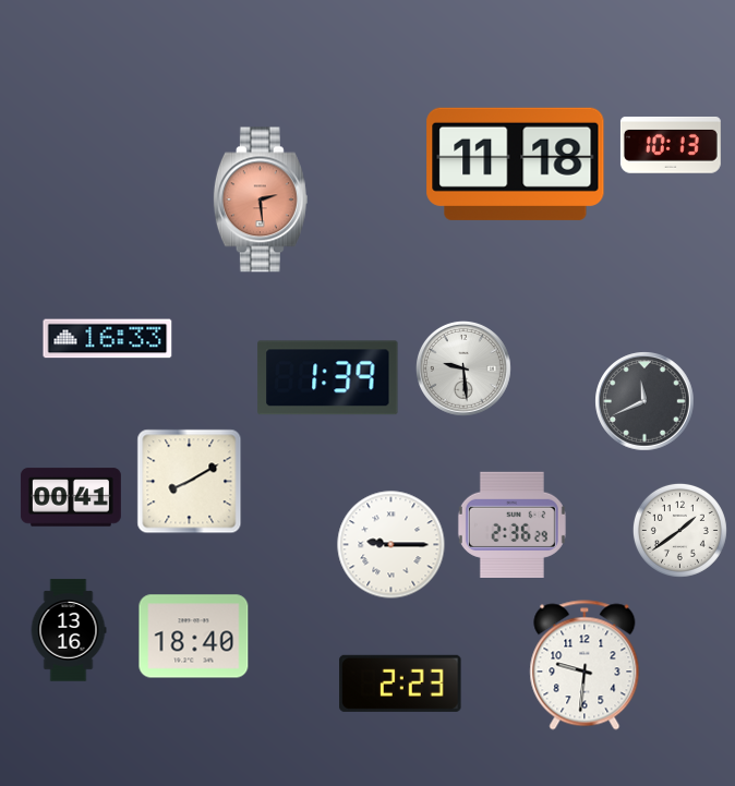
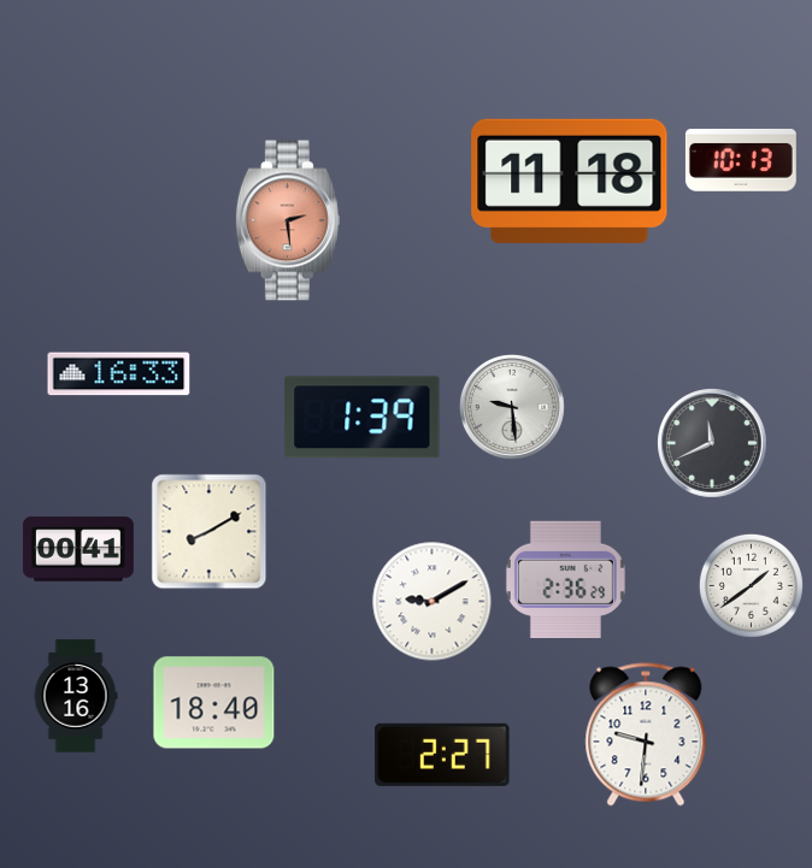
clock at (391, 545): 9:15 -> 9:10
clock at (400, 684): 2:23 -> 2:27
